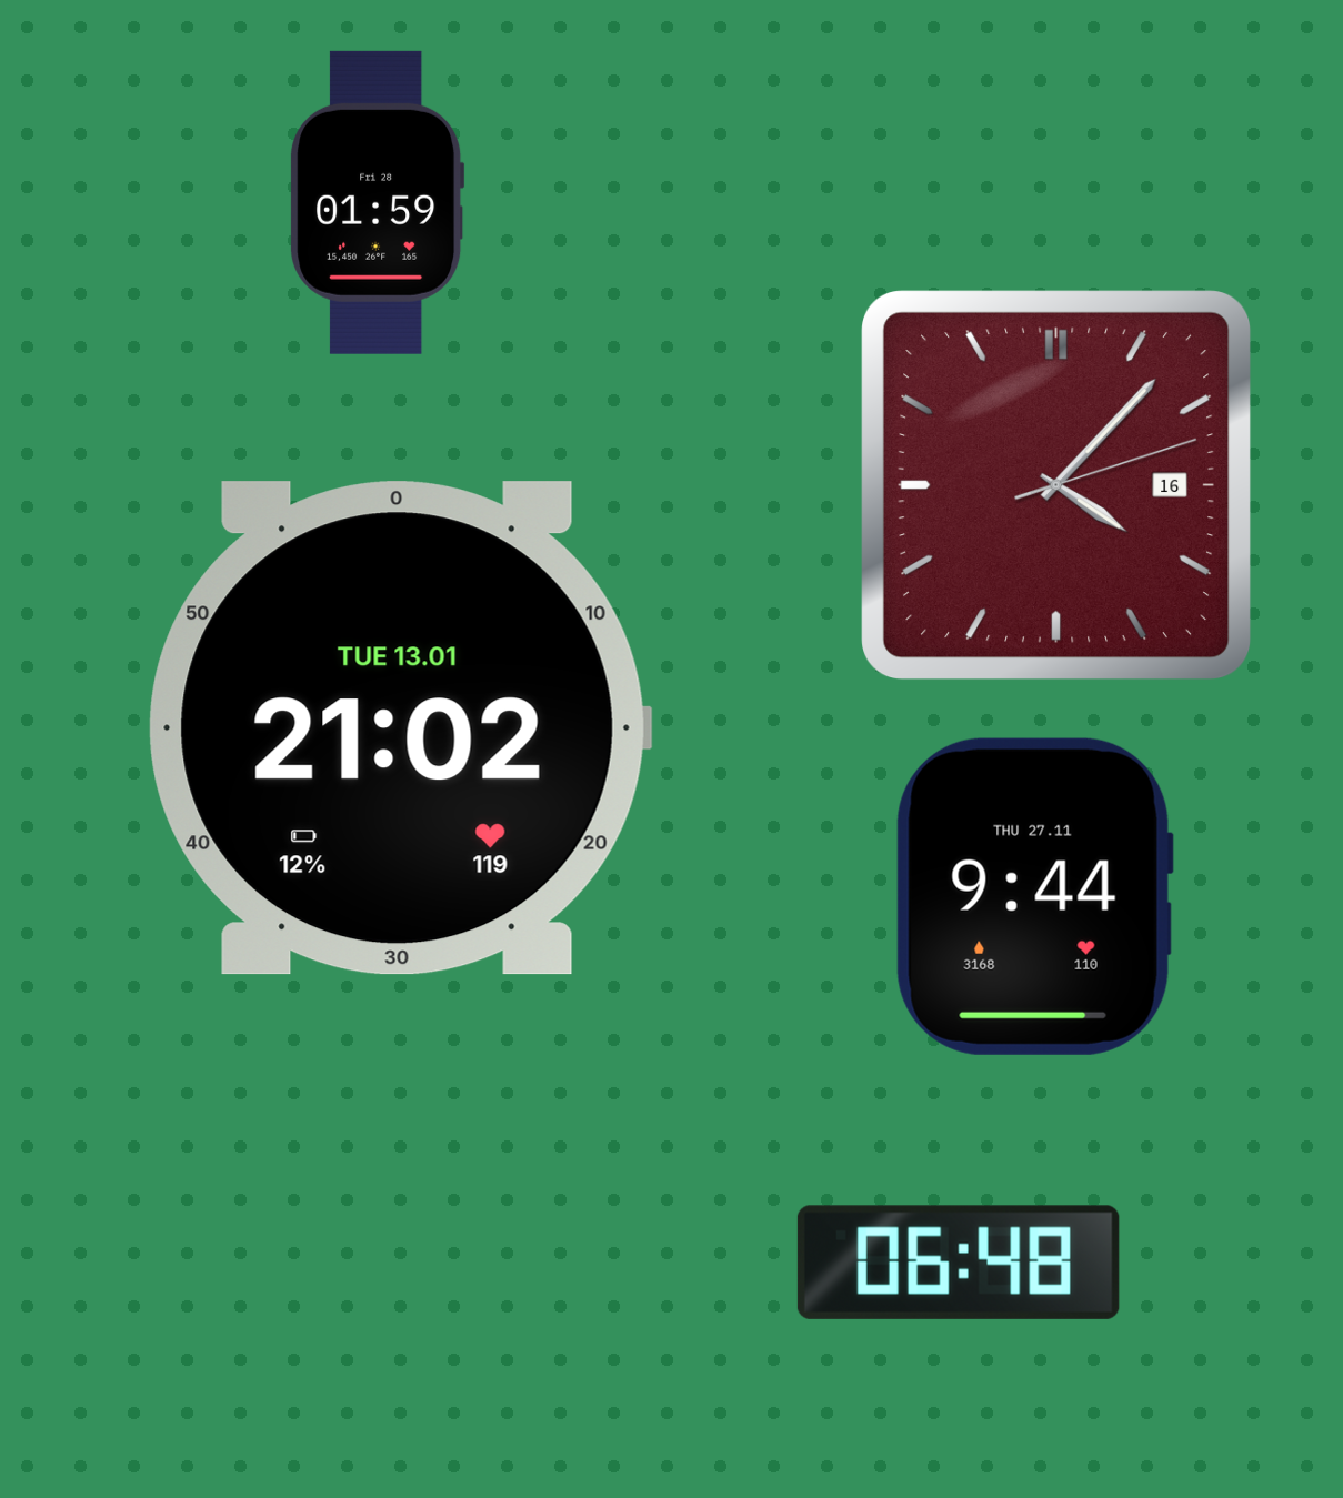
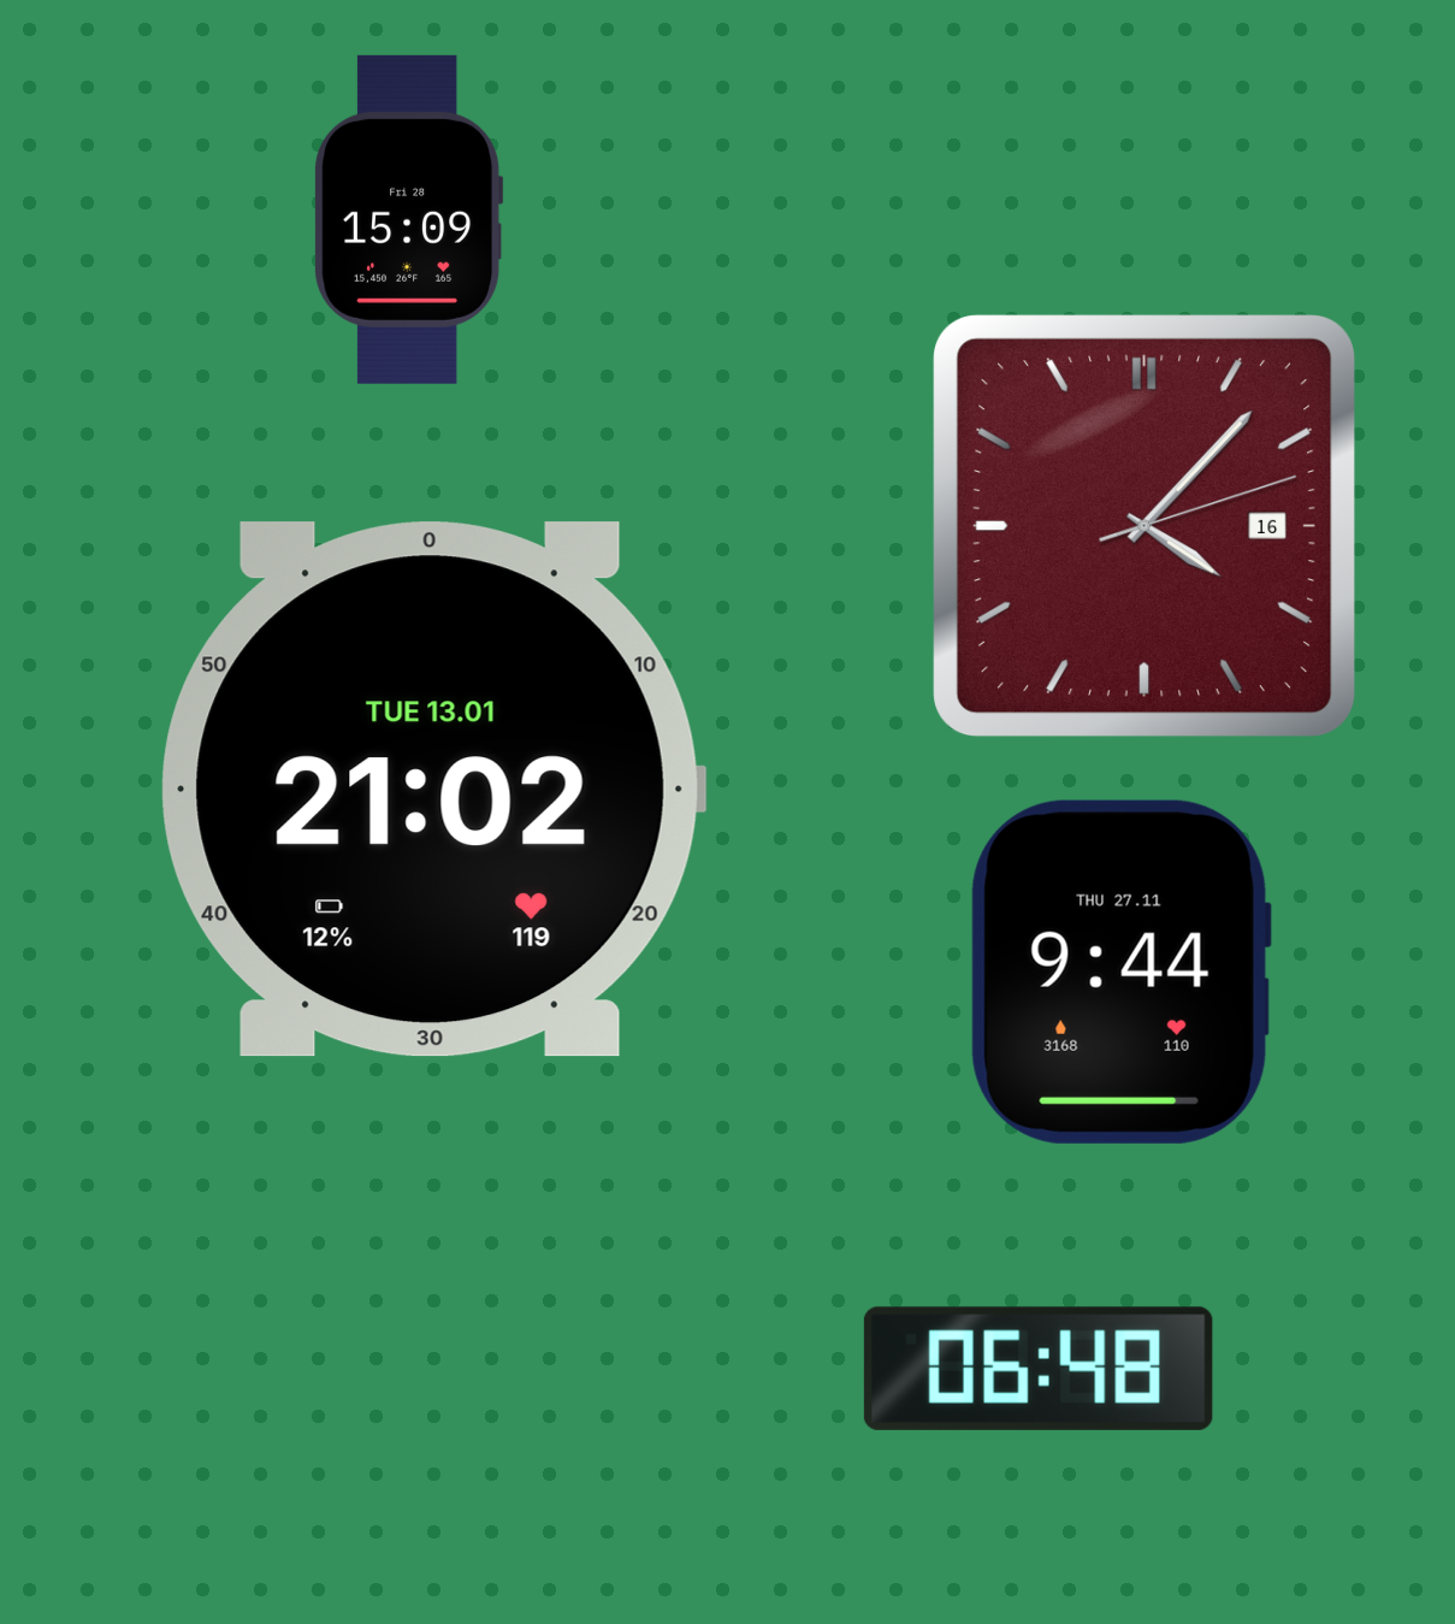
clock at (378, 202): 01:59 -> 15:09
